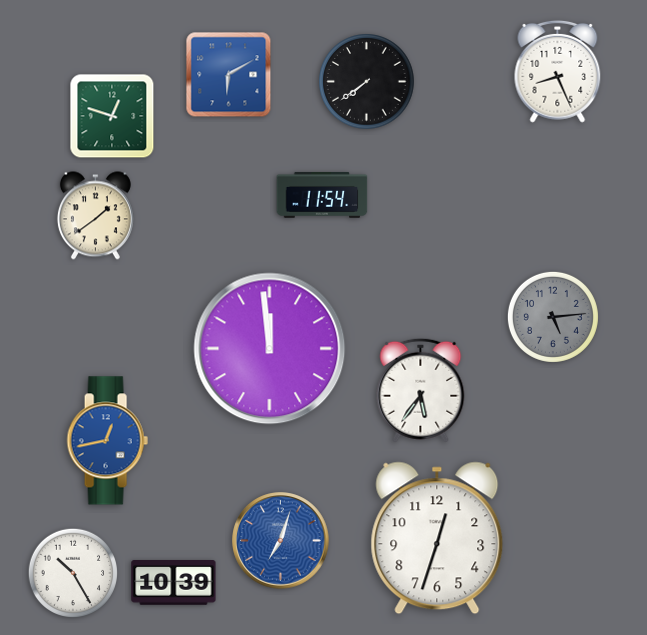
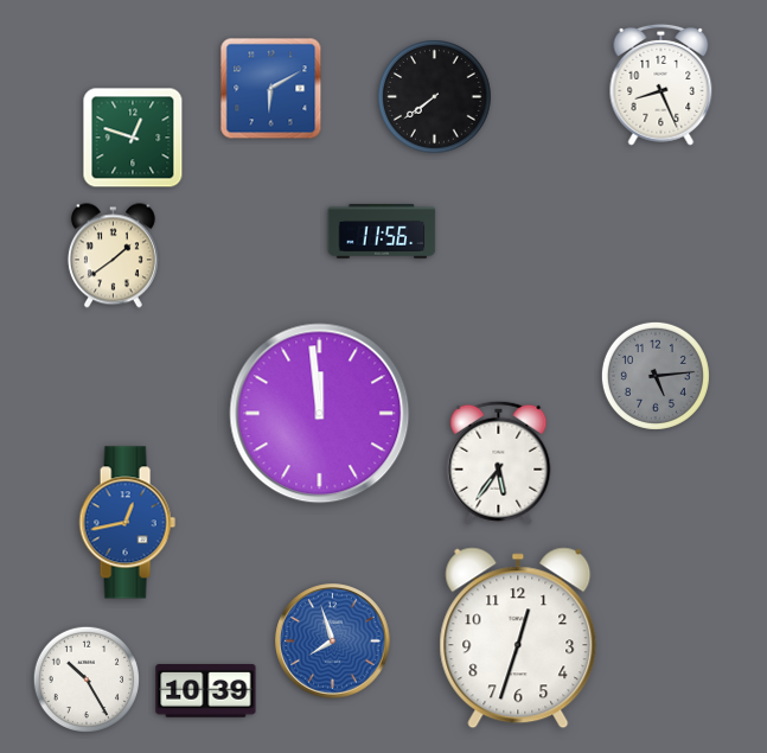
clock at (322, 195): 11:54 -> 11:56
clock at (281, 541): 7:03 -> 7:57
